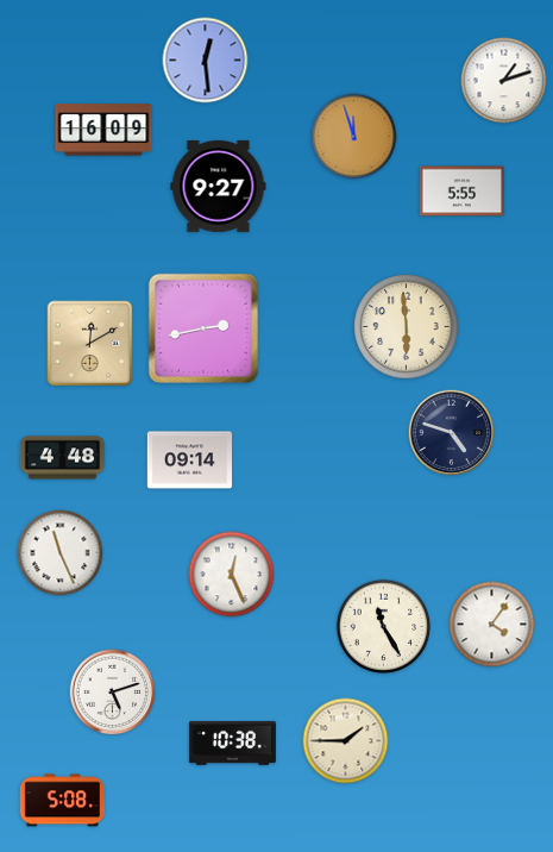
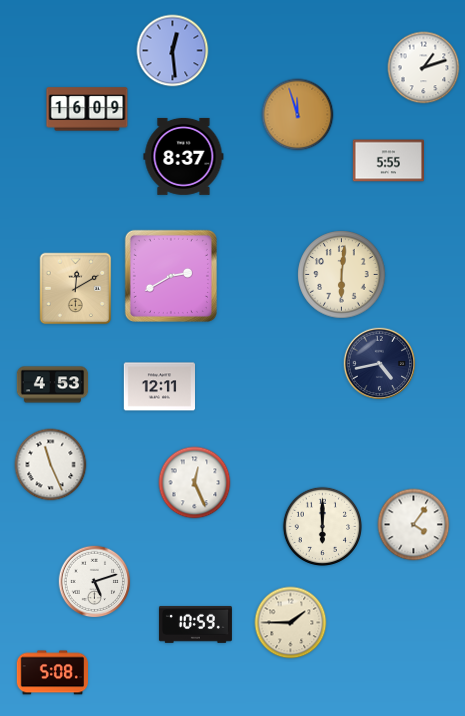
clock at (219, 186): 9:27 -> 8:37
clock at (407, 327): 5:59 -> 6:01
clock at (203, 328): 2:43 -> 2:40
clock at (452, 433): 4:48 -> 4:43
clock at (63, 458): 4:48 -> 4:53
clock at (190, 461): 09:14 -> 12:11
clock at (383, 626): 11:25 -> 6:00
clock at (232, 743): 10:38 -> 10:59
